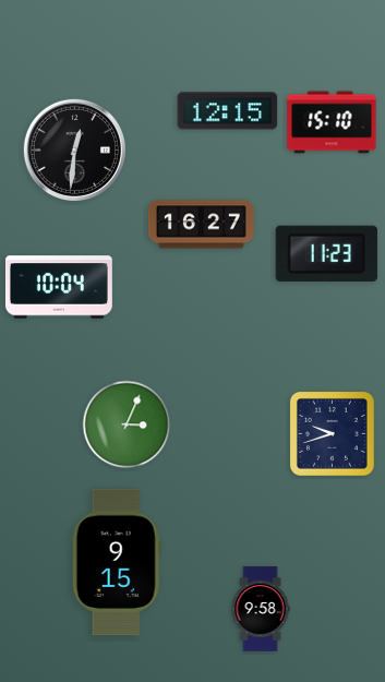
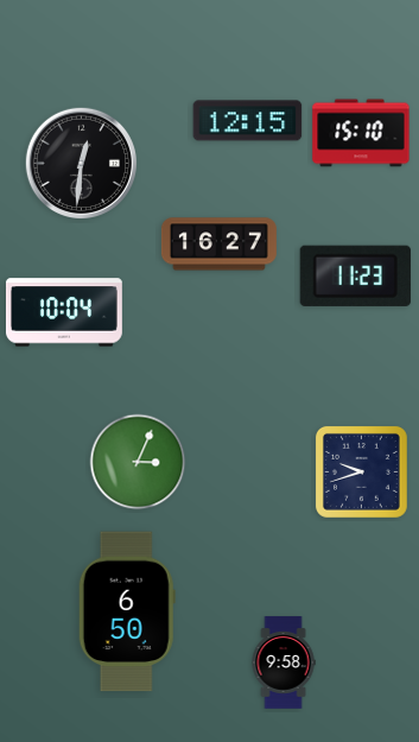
clock at (117, 562): 9:15 -> 6:50
